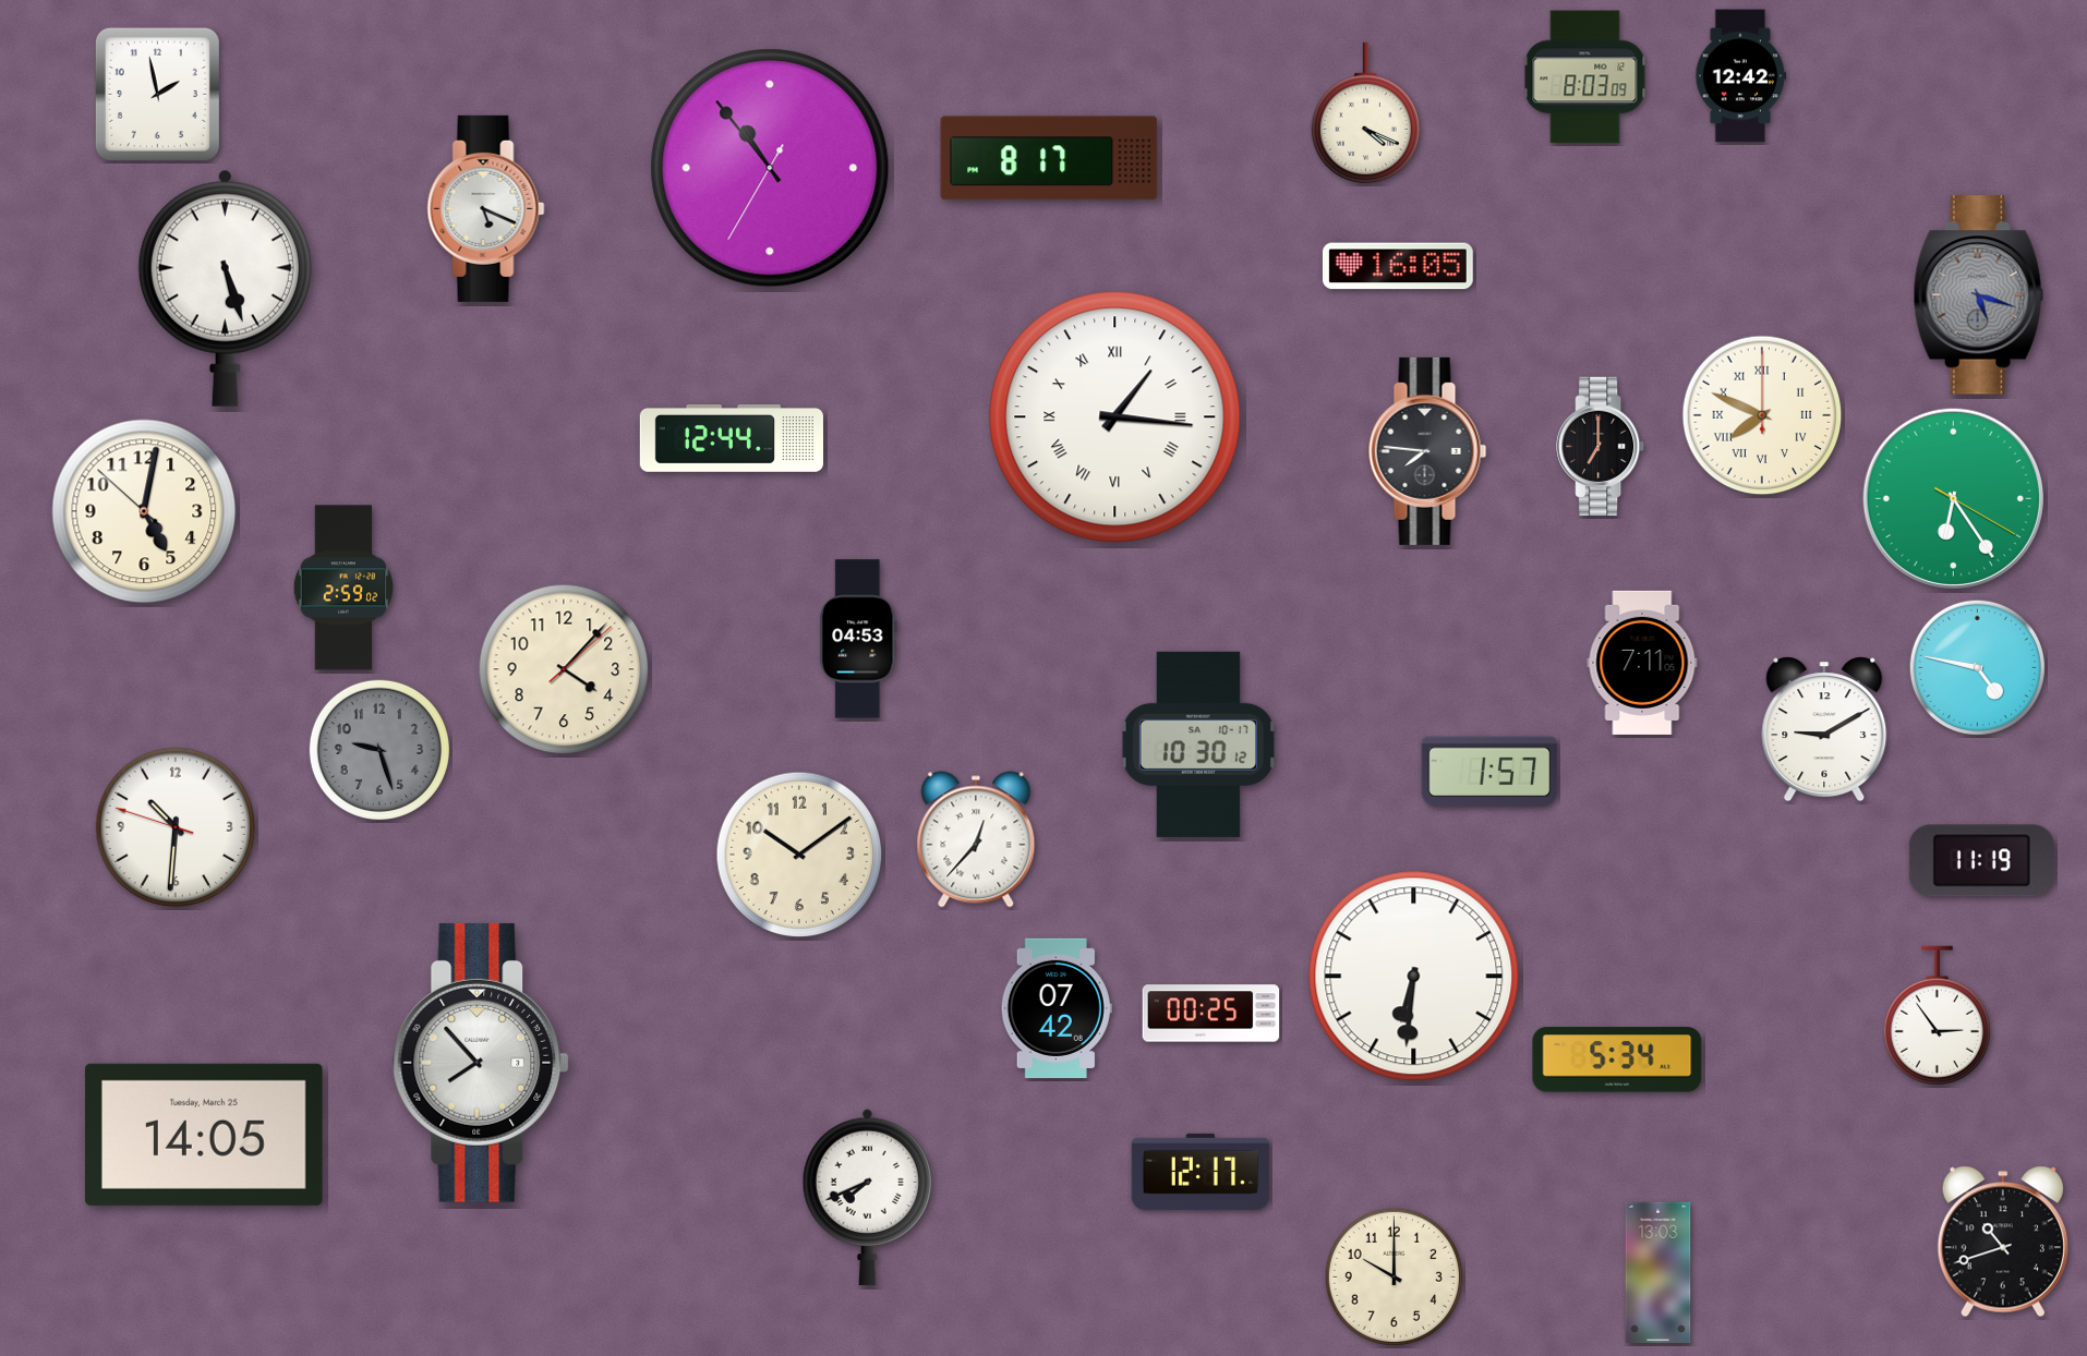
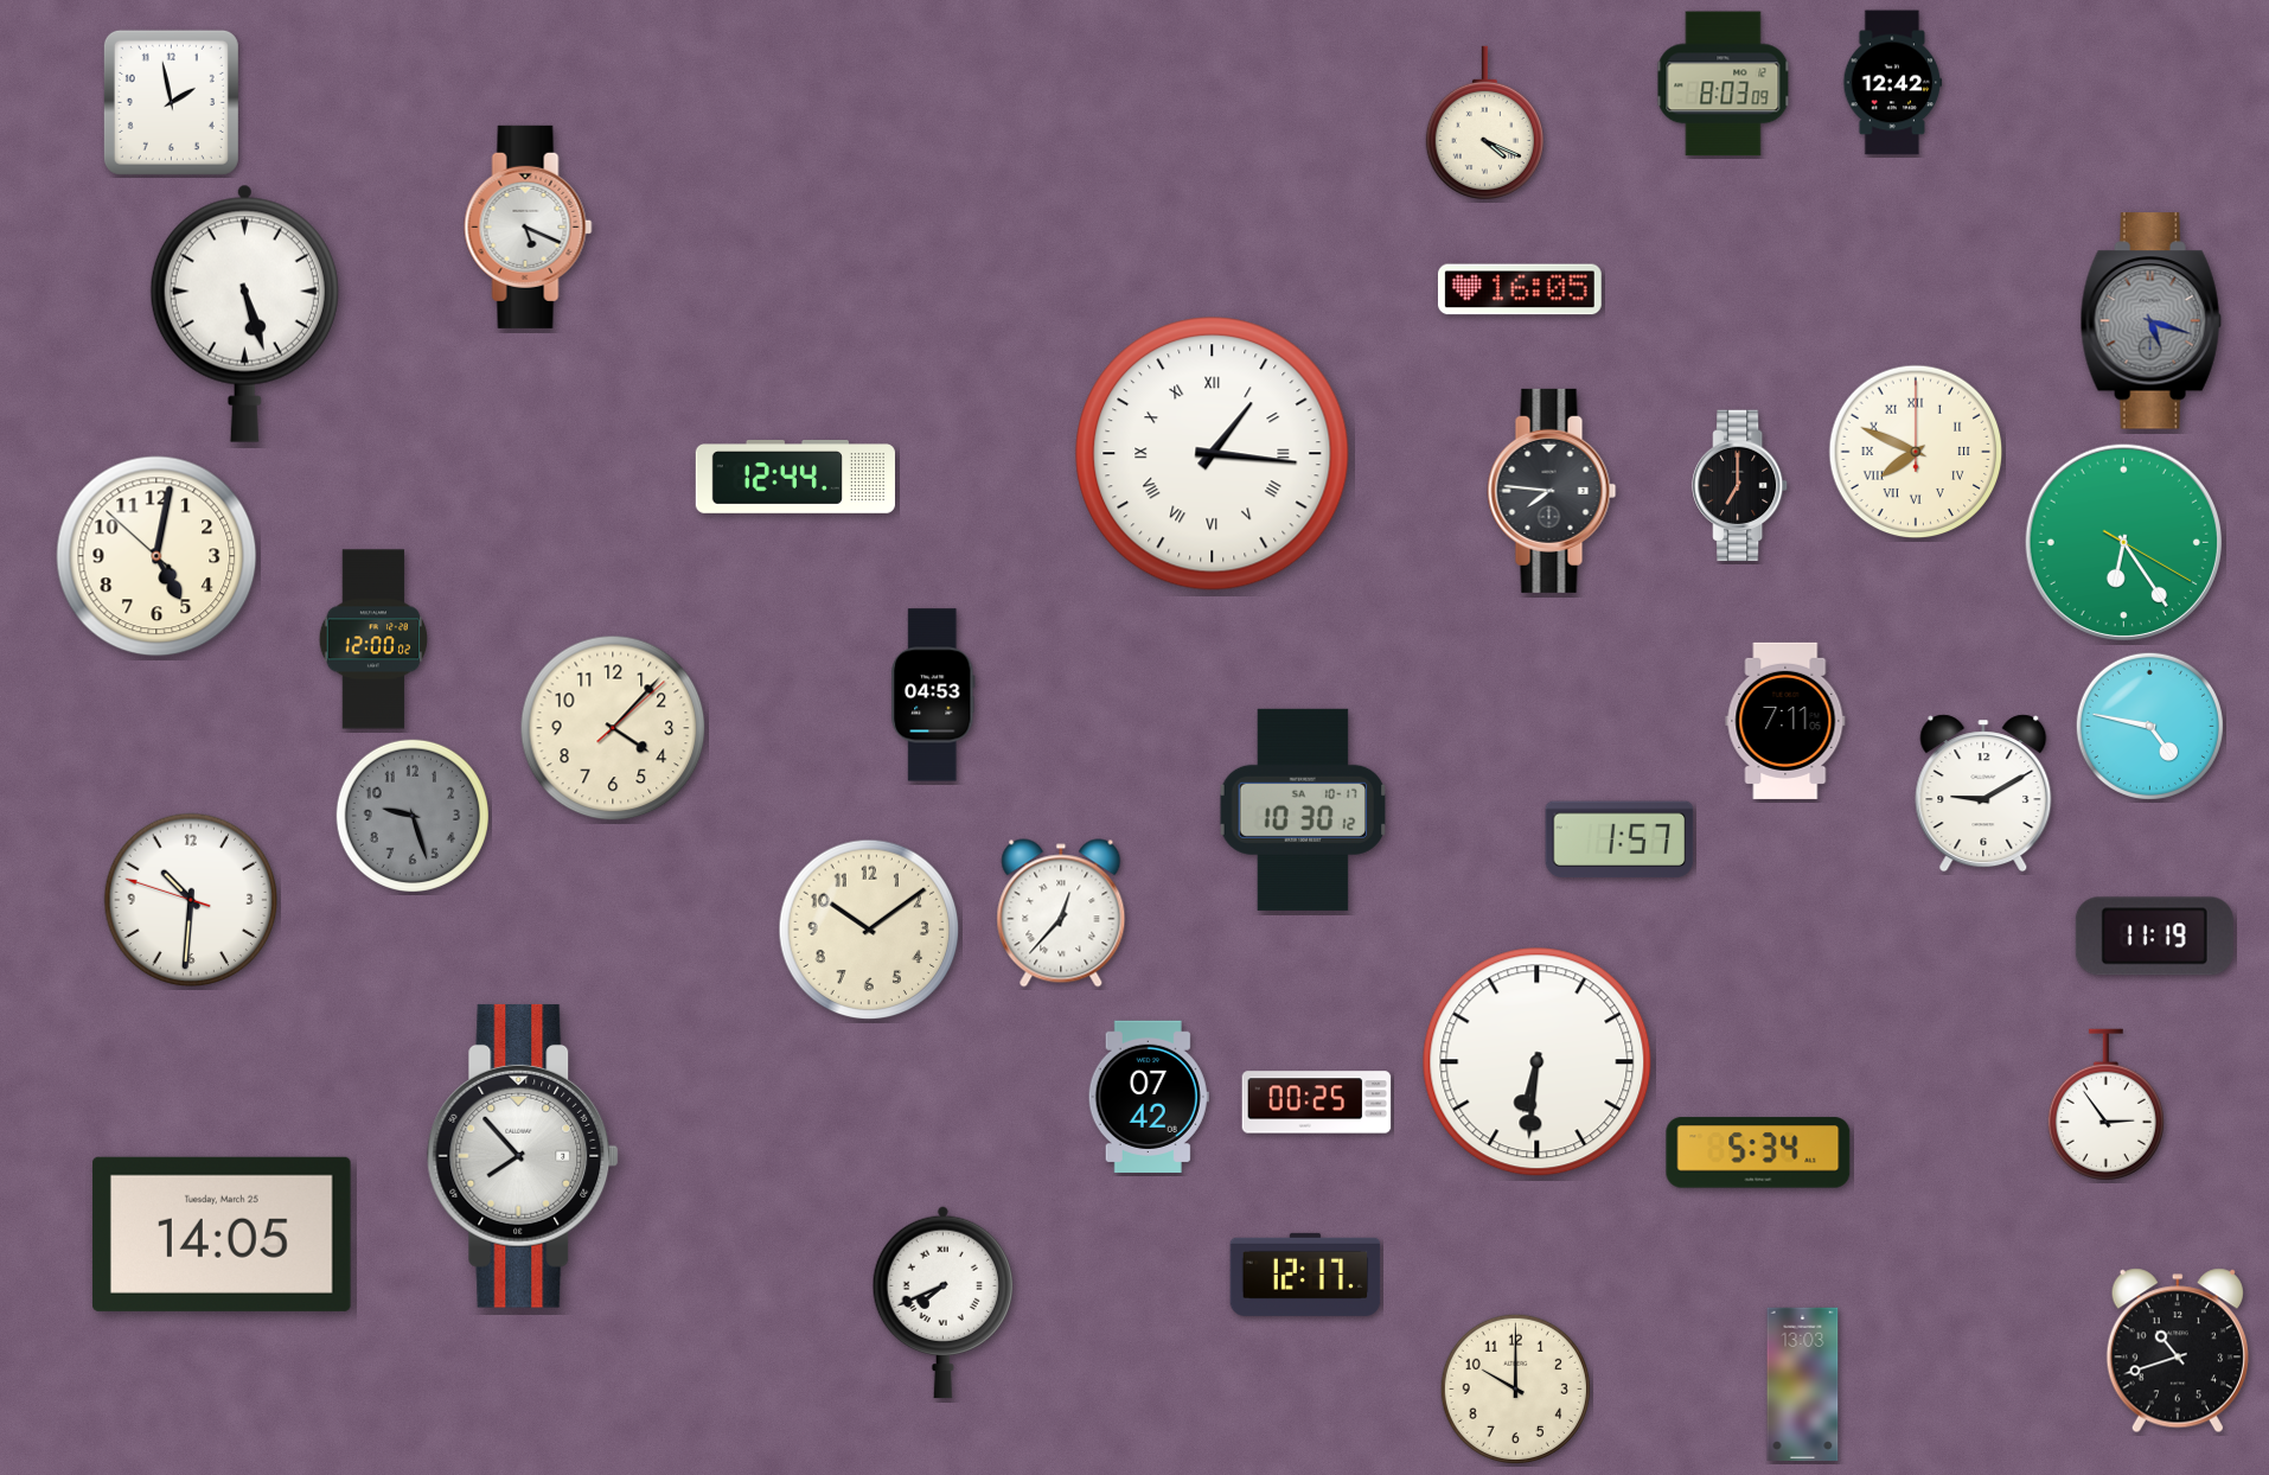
clock at (1049, 158): 8:17 -> none
clock at (770, 168): 10:53 -> none
clock at (343, 588): 2:59 -> 12:00
